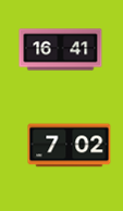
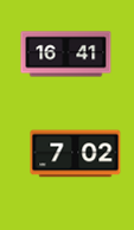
clock at (70, 146) position: (70, 146) -> (76, 154)
